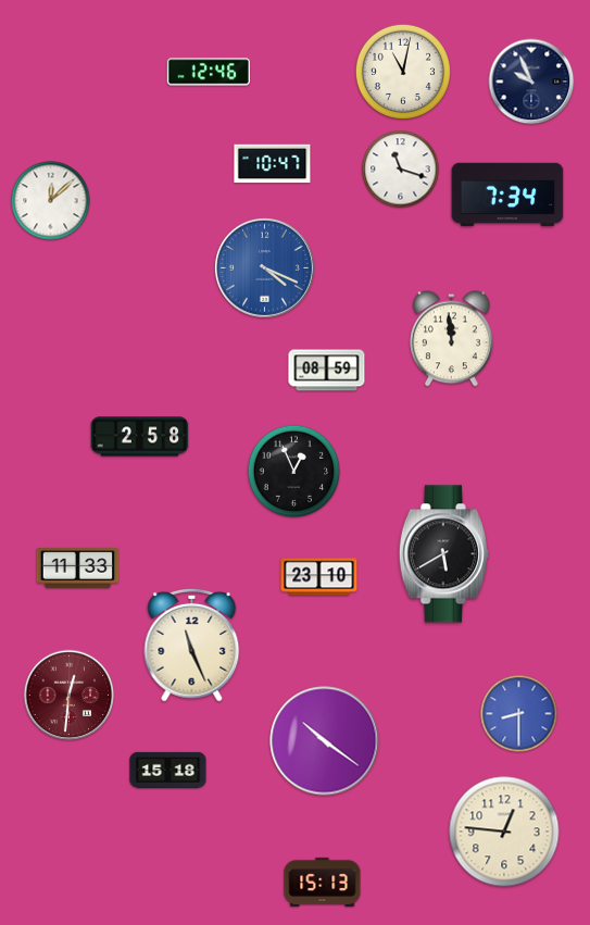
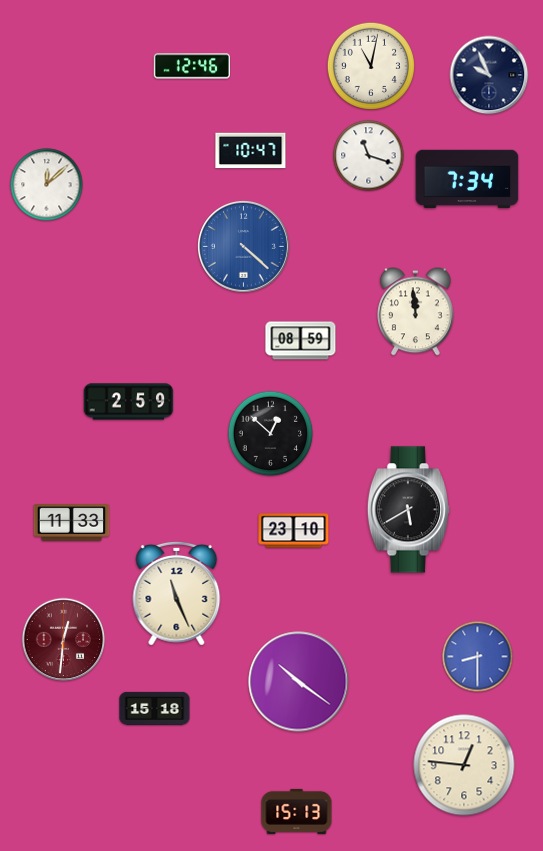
clock at (265, 268): 4:19 -> 4:22
clock at (140, 437): 2:58 -> 2:59
clock at (294, 472): 12:56 -> 12:52
